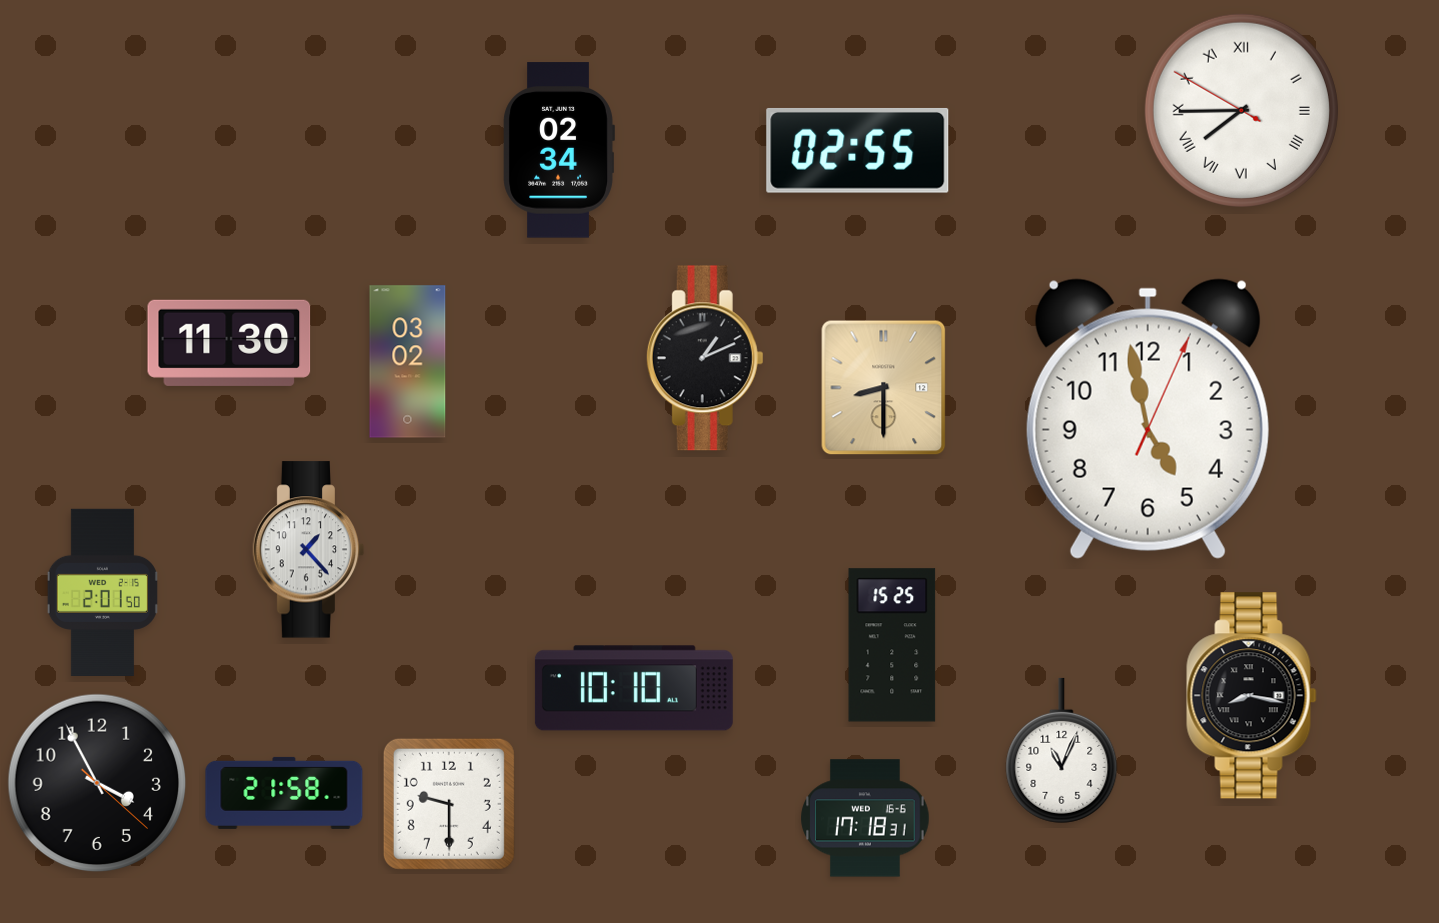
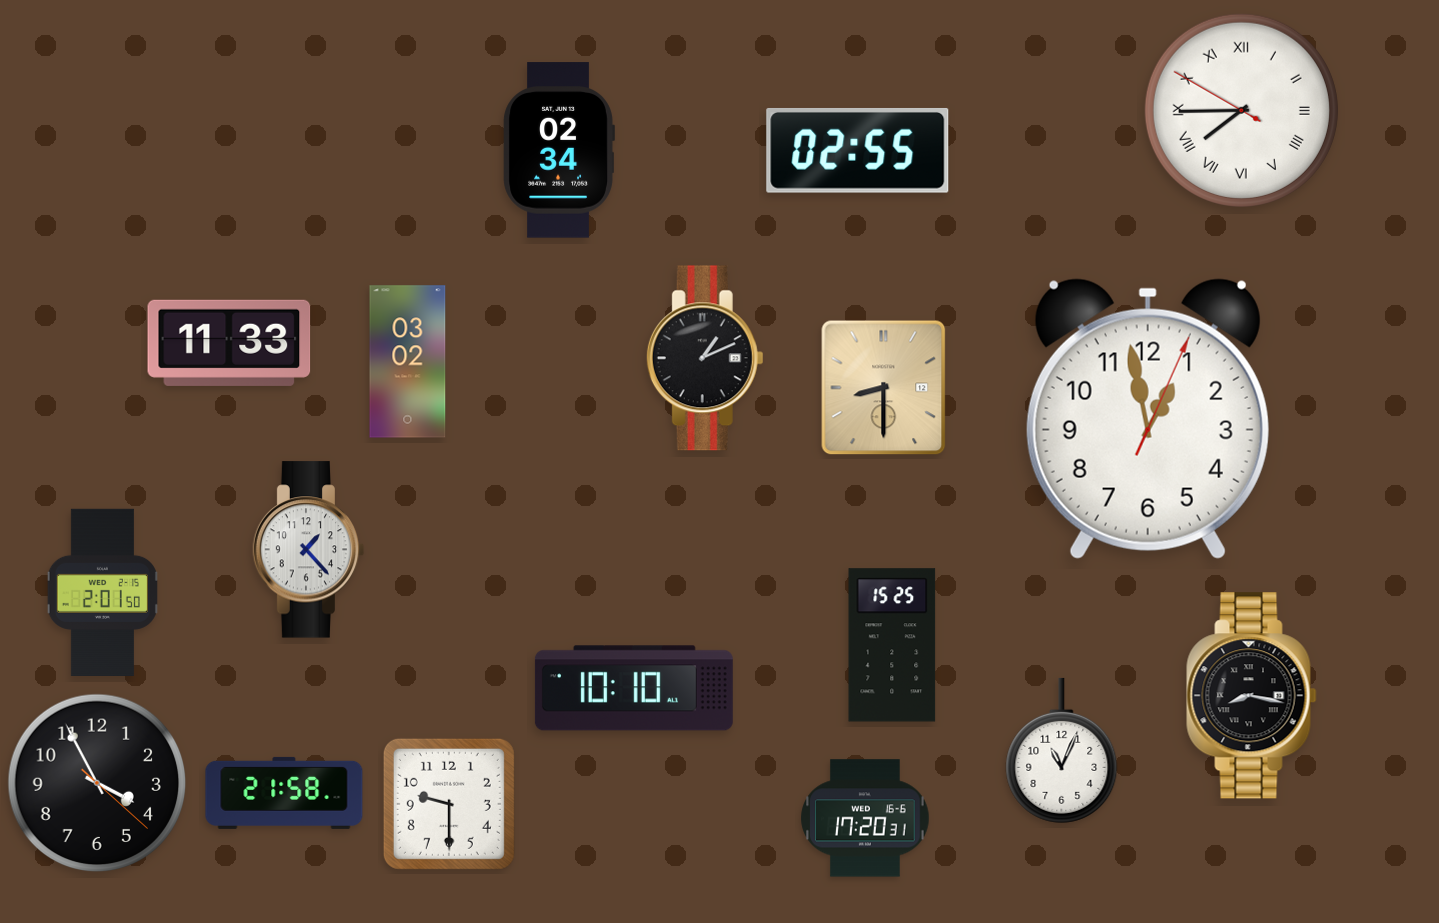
clock at (229, 343): 11:30 -> 11:33
clock at (1148, 419): 4:58 -> 12:58
clock at (865, 818): 17:18 -> 17:20
